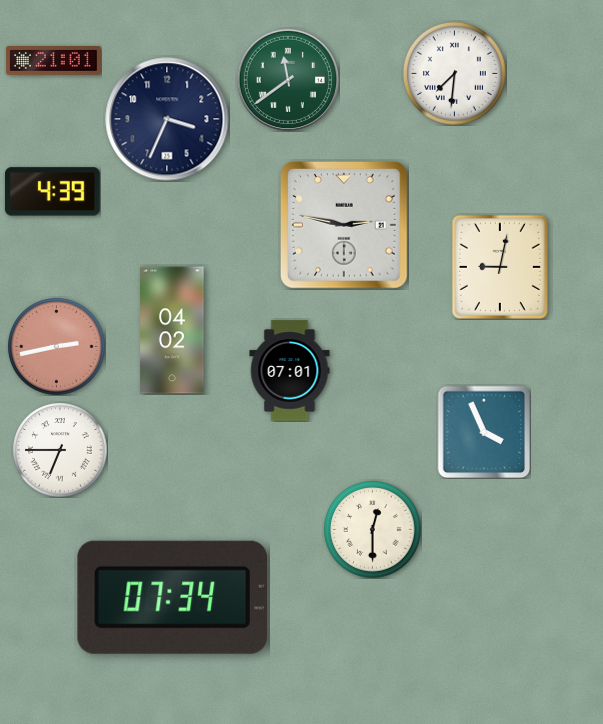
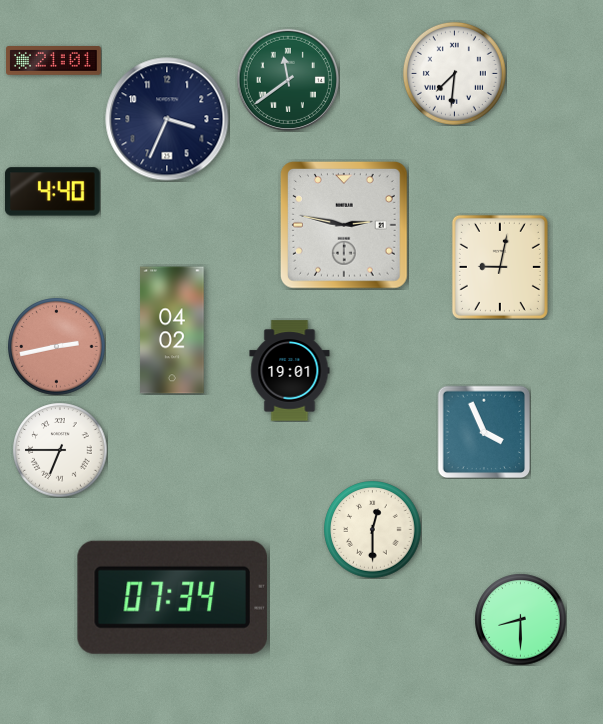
clock at (52, 192): 4:39 -> 4:40
clock at (290, 371): 07:01 -> 19:01
clock at (520, 619): none -> 8:30
